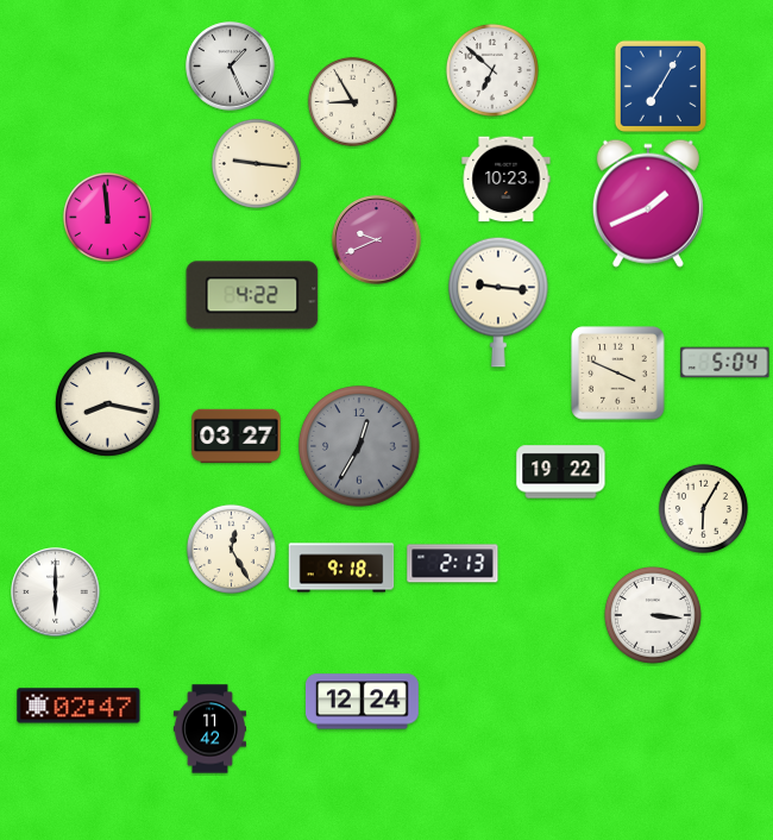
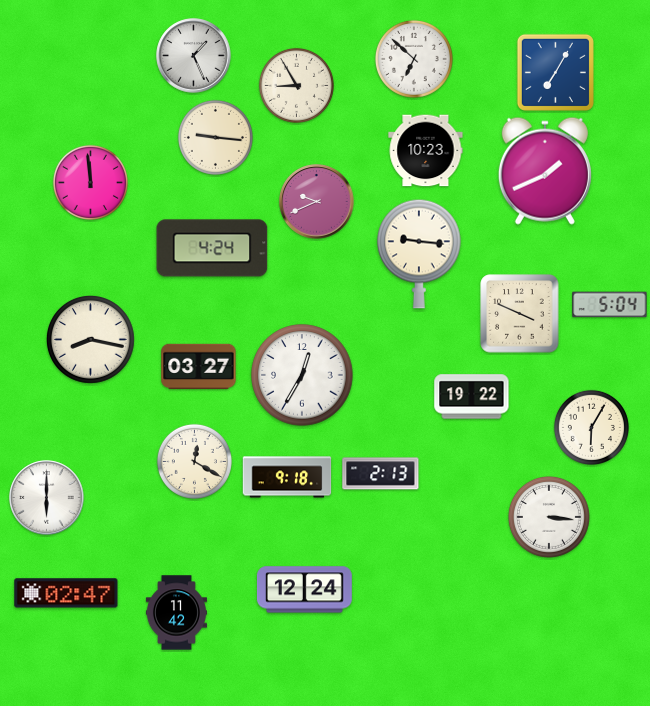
clock at (252, 295): 4:22 -> 4:24
clock at (359, 446) dial: grey -> white
clock at (231, 548): 12:25 -> 12:20
